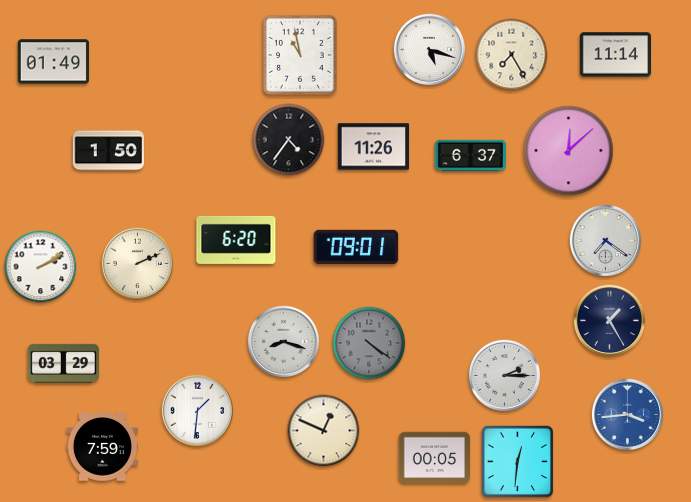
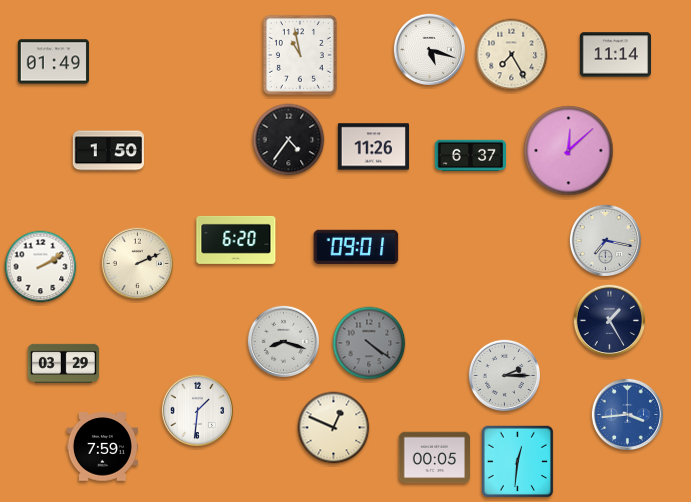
clock at (605, 240): 7:21 -> 7:17
clock at (324, 431) position: (324, 431) -> (334, 428)
